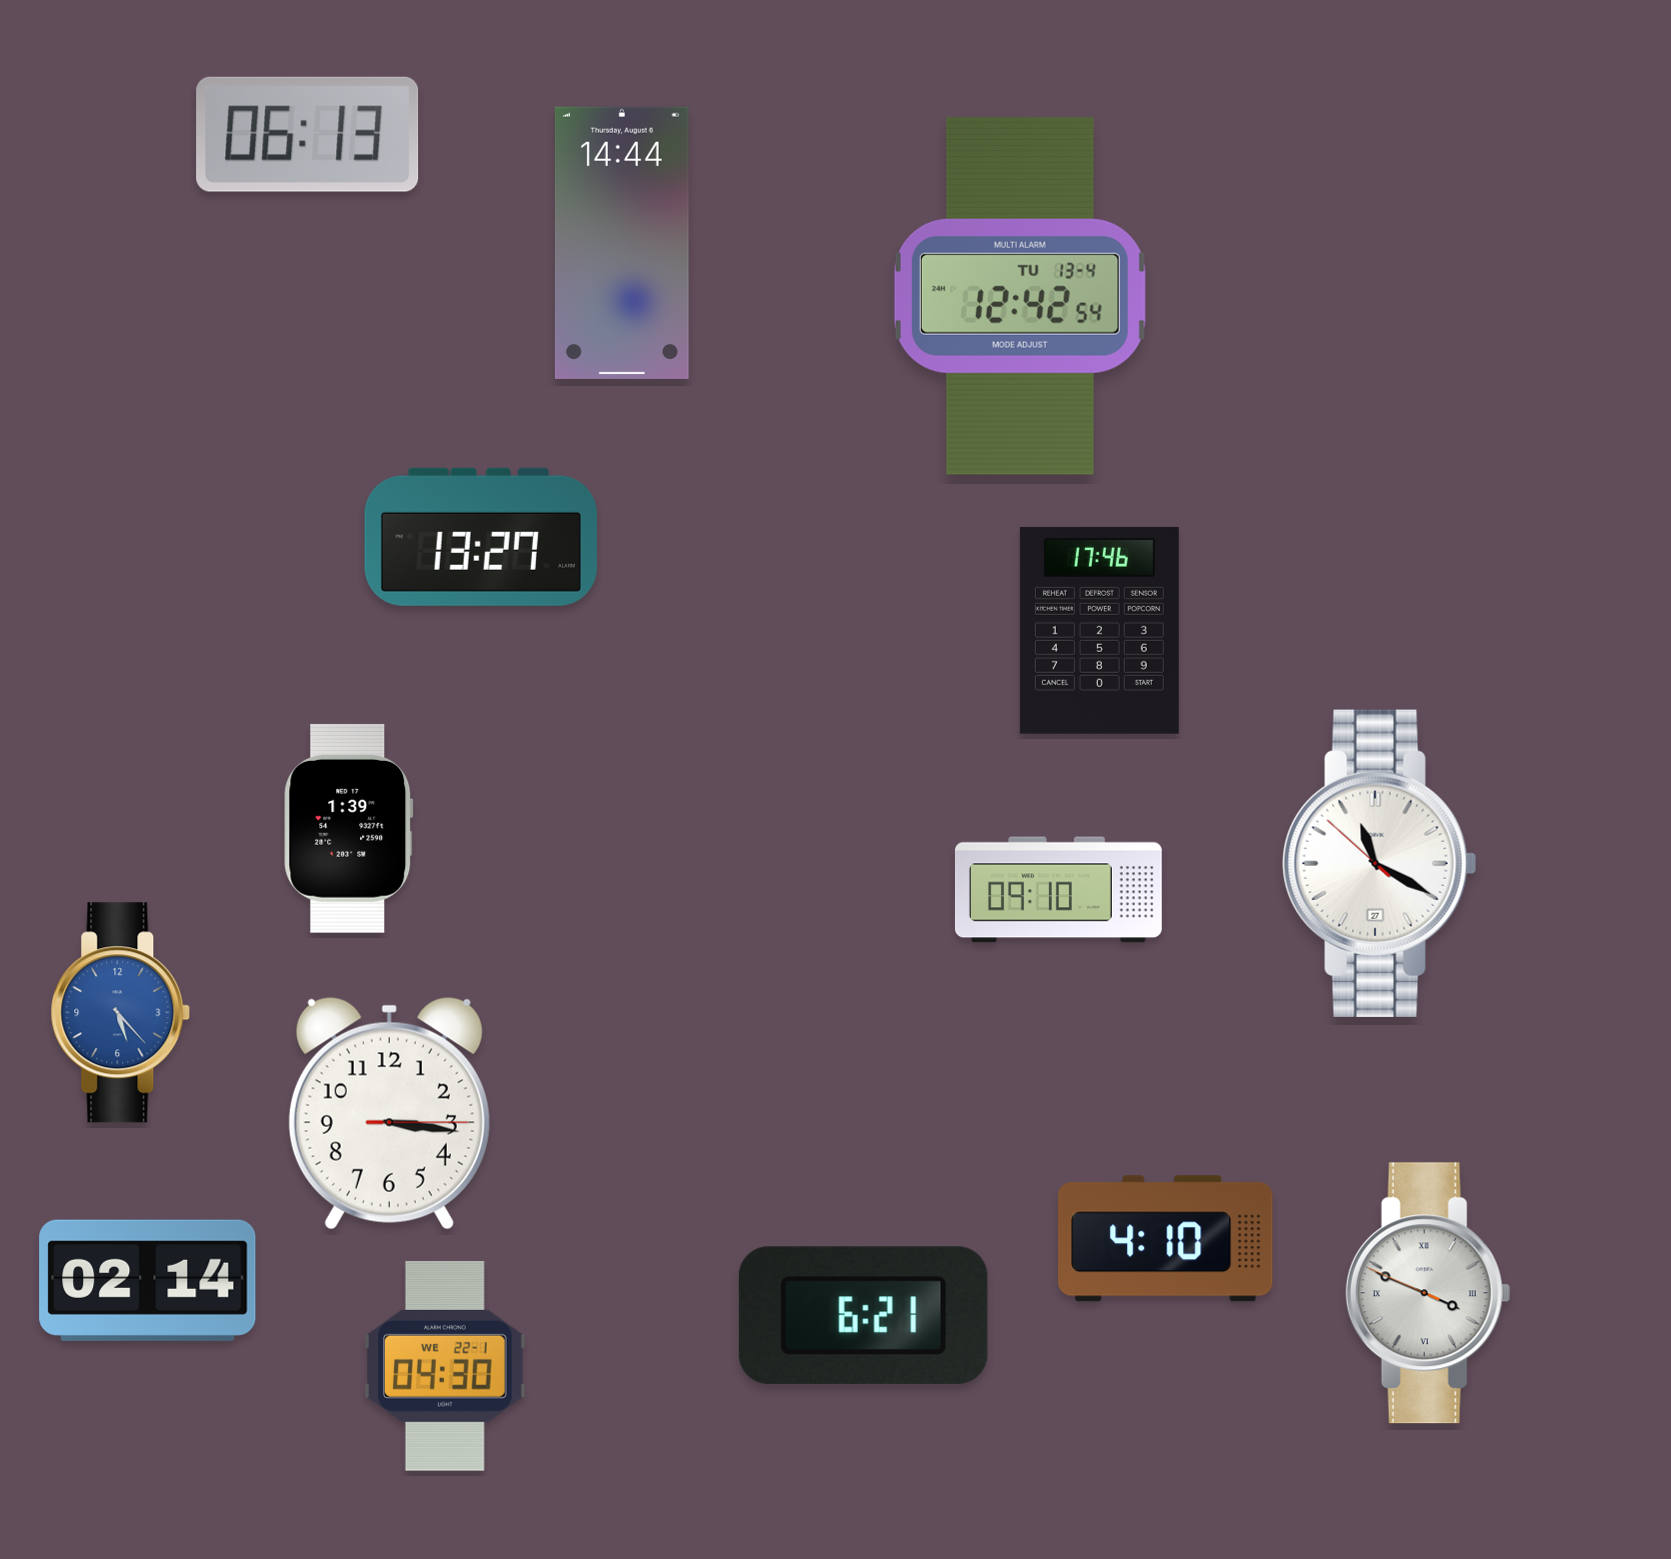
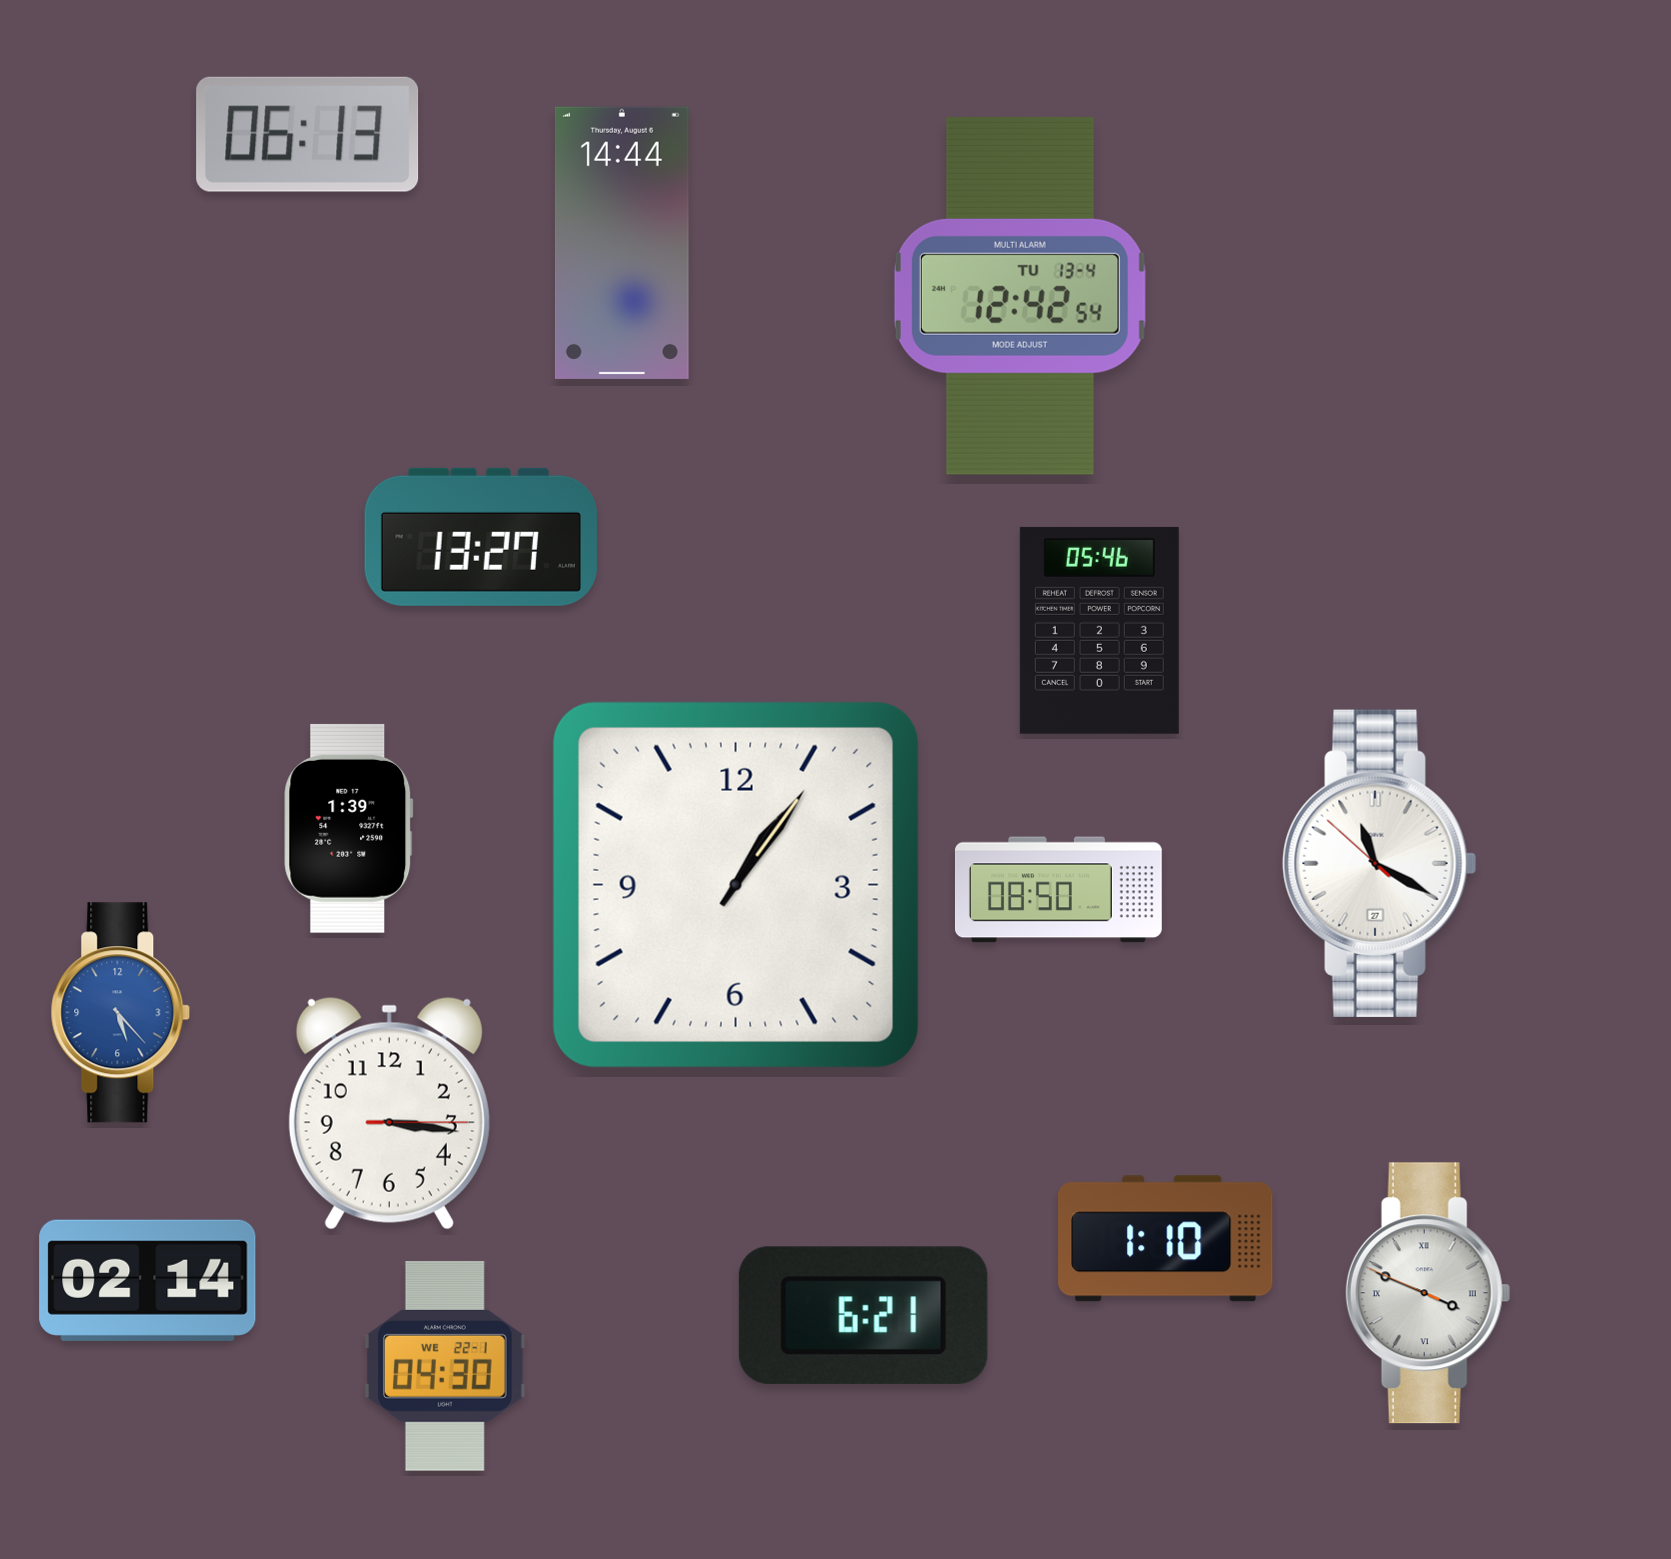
clock at (1099, 630): 17:46 -> 05:46
clock at (736, 885): none -> 1:06
clock at (1058, 890): 09:10 -> 08:50
clock at (1166, 1239): 4:10 -> 1:10
